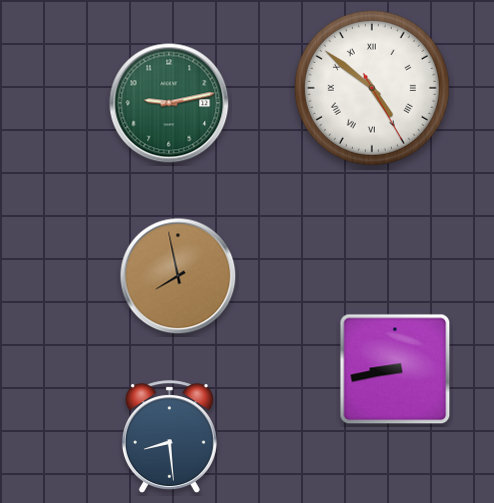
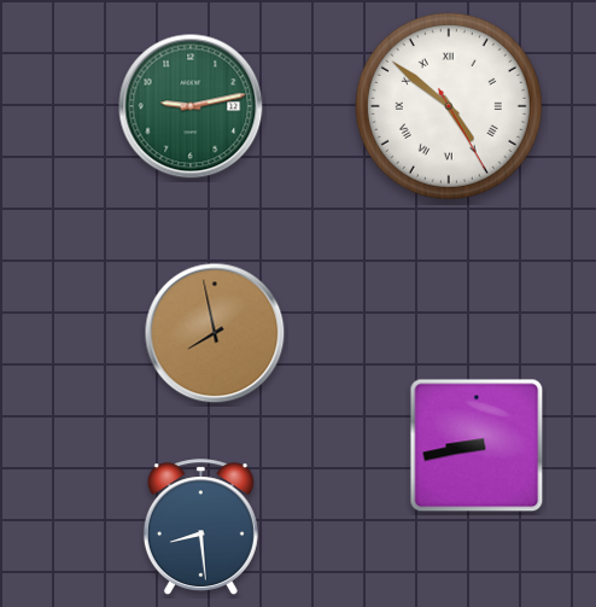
clock at (169, 103) position: (169, 103) -> (191, 106)
clock at (169, 437) position: (169, 437) -> (200, 527)
